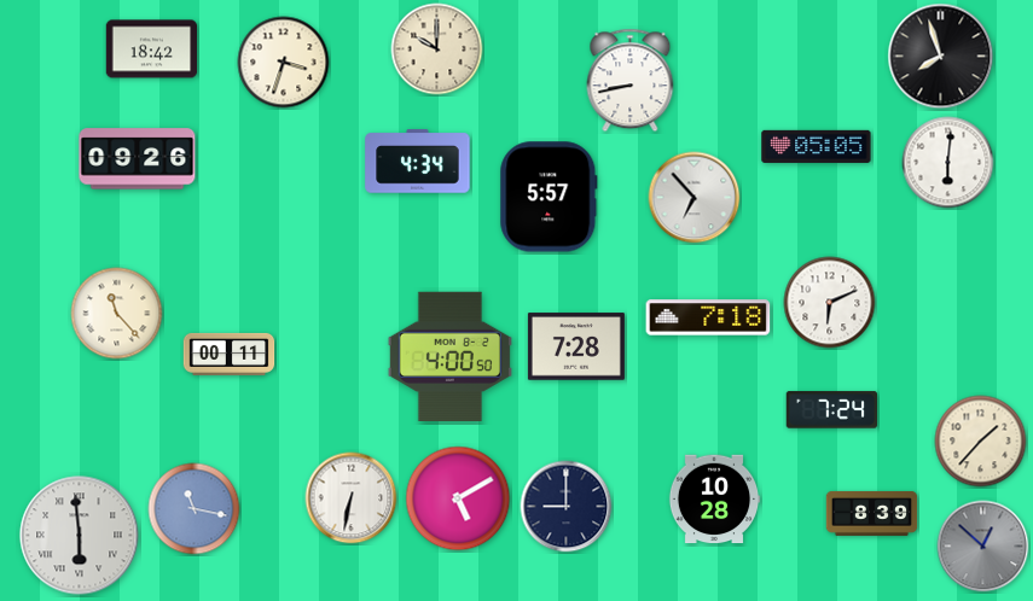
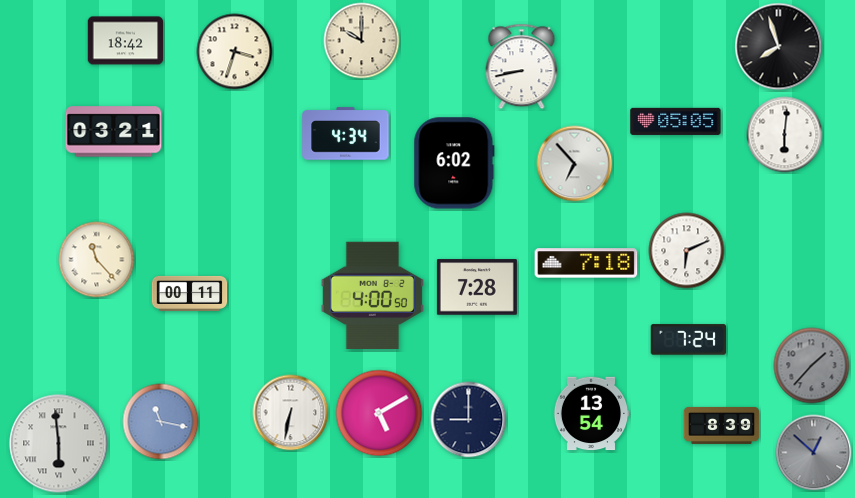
clock at (138, 159): 09:26 -> 03:21
clock at (549, 197): 5:57 -> 6:02
clock at (981, 442) dial: cream -> grey
clock at (714, 500): 10:28 -> 13:54
clock at (80, 536) position: (80, 536) -> (59, 444)
